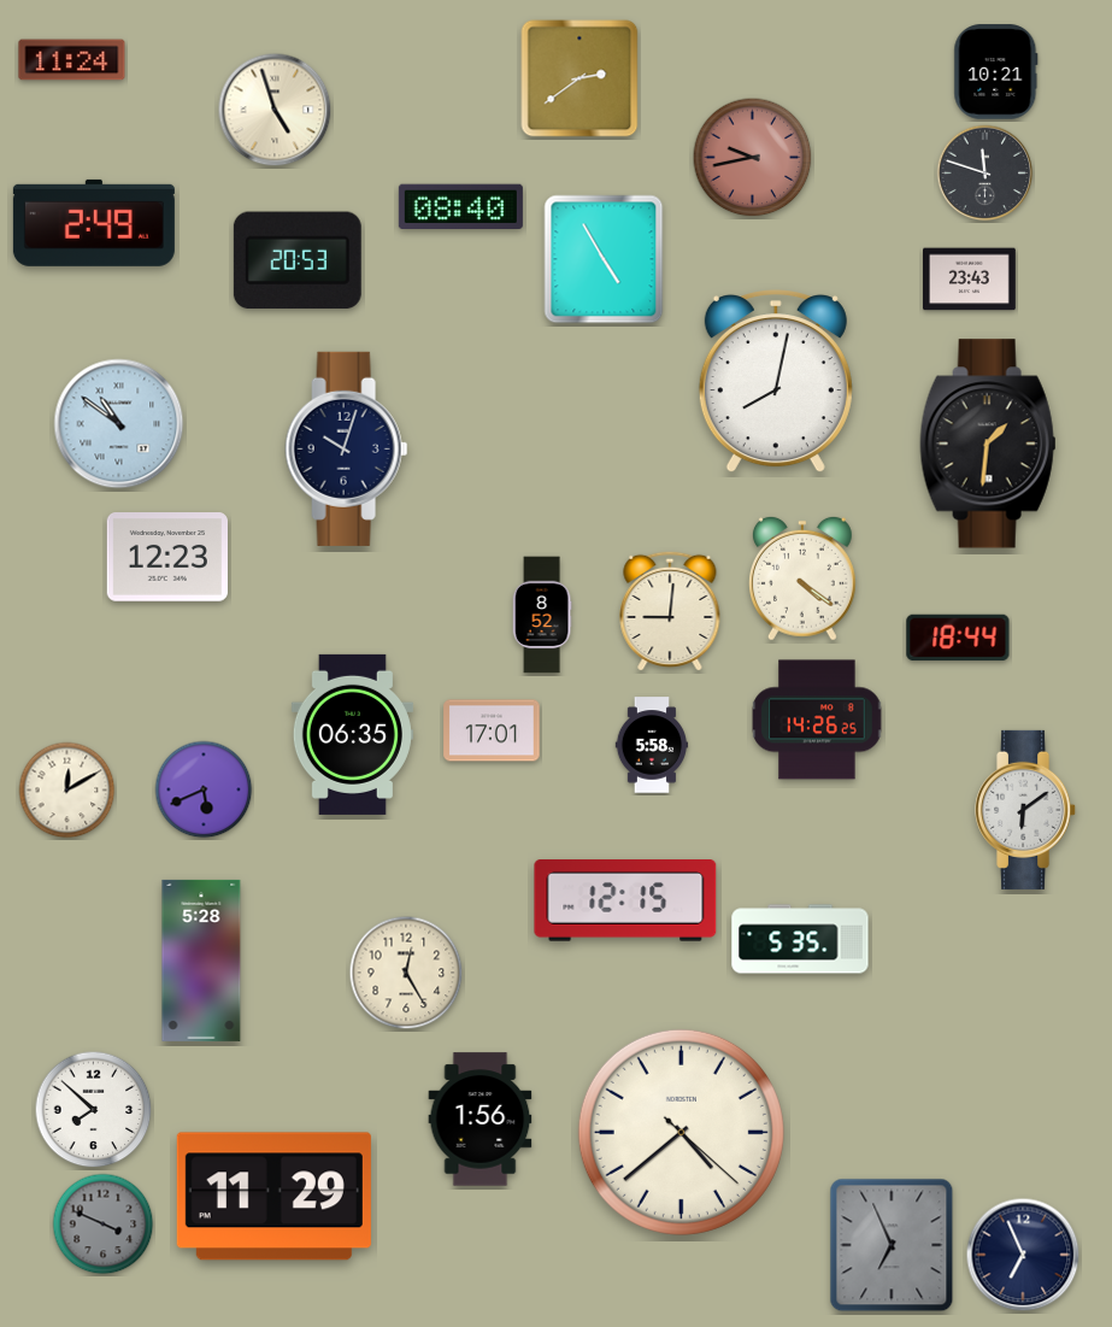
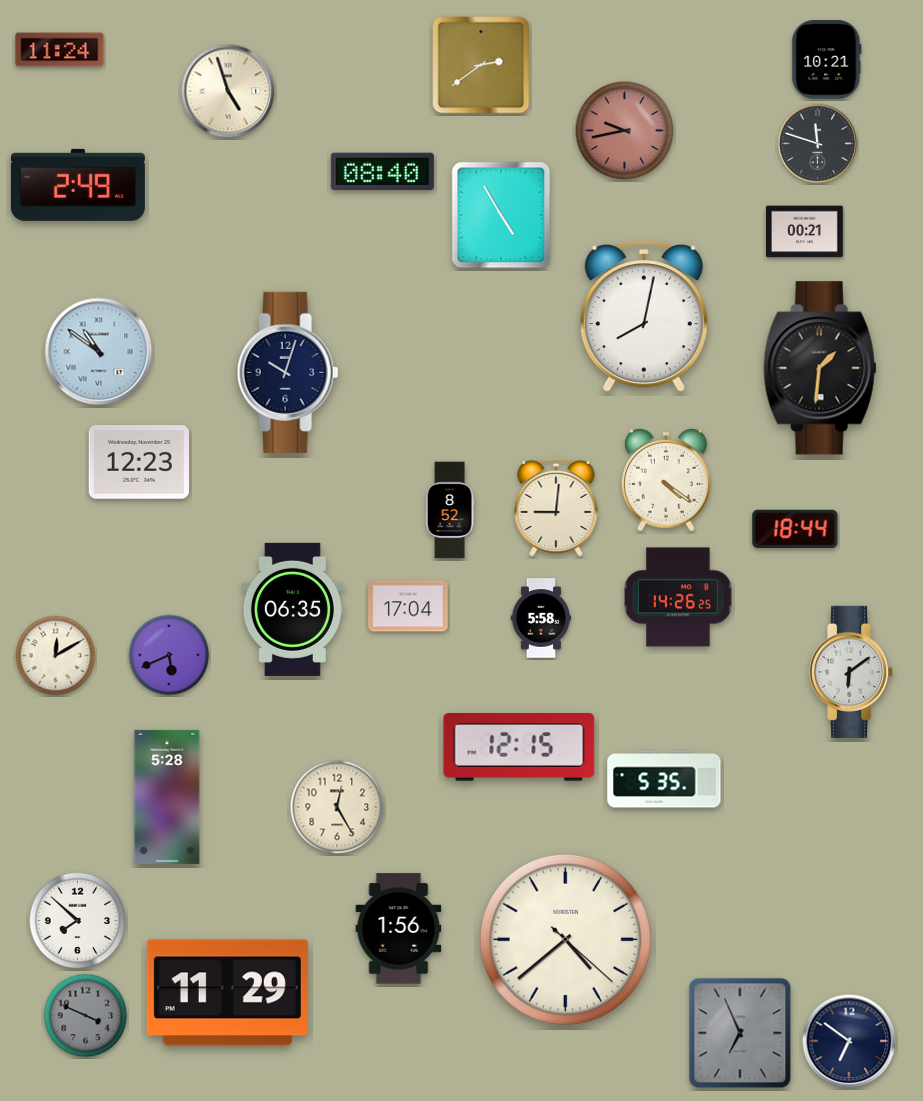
clock at (298, 260): 20:53 -> none
clock at (970, 280): 23:43 -> 00:21
clock at (492, 730): 17:01 -> 17:04
clock at (1023, 1255): 6:56 -> 6:51
